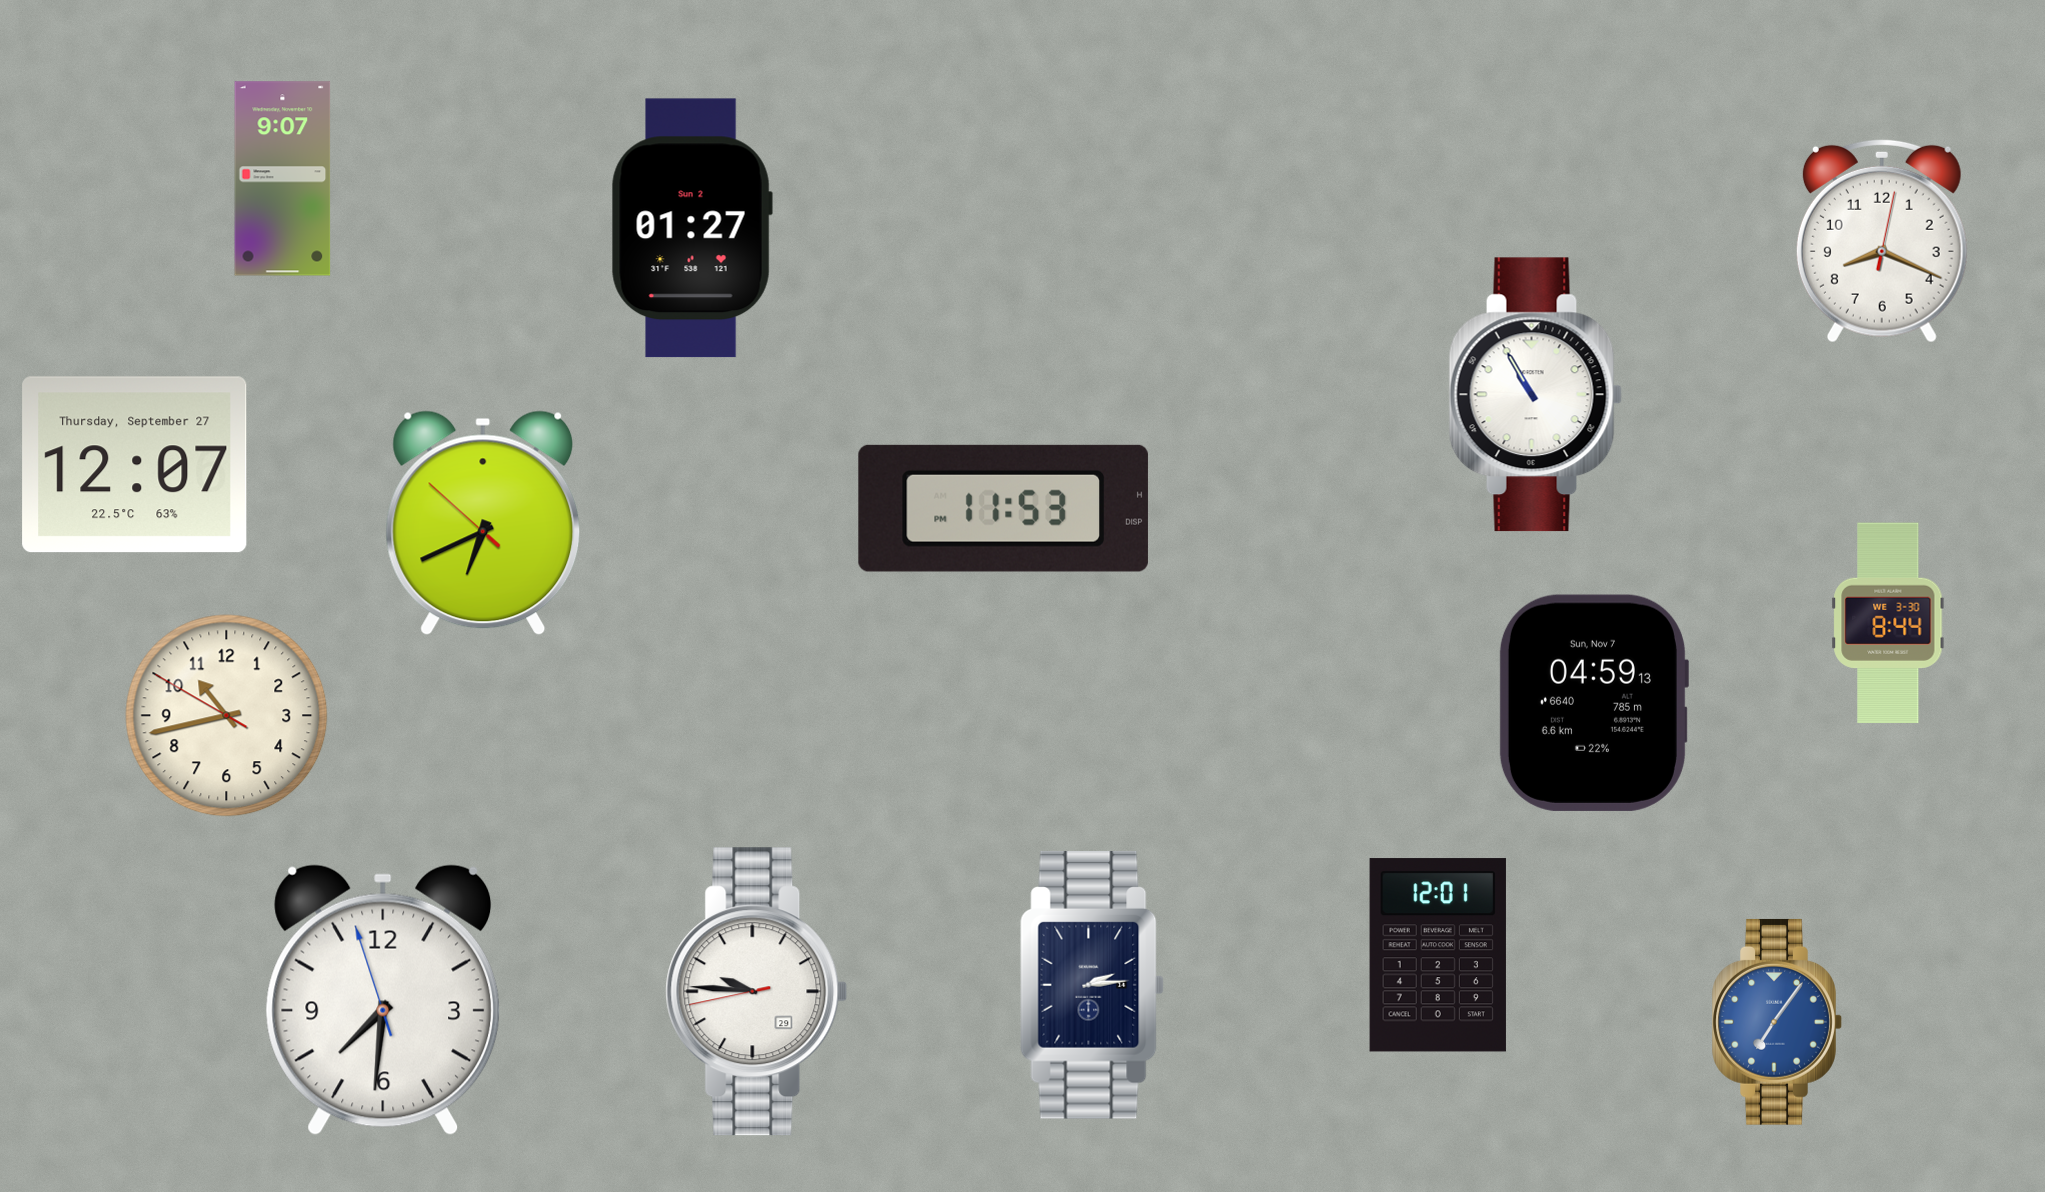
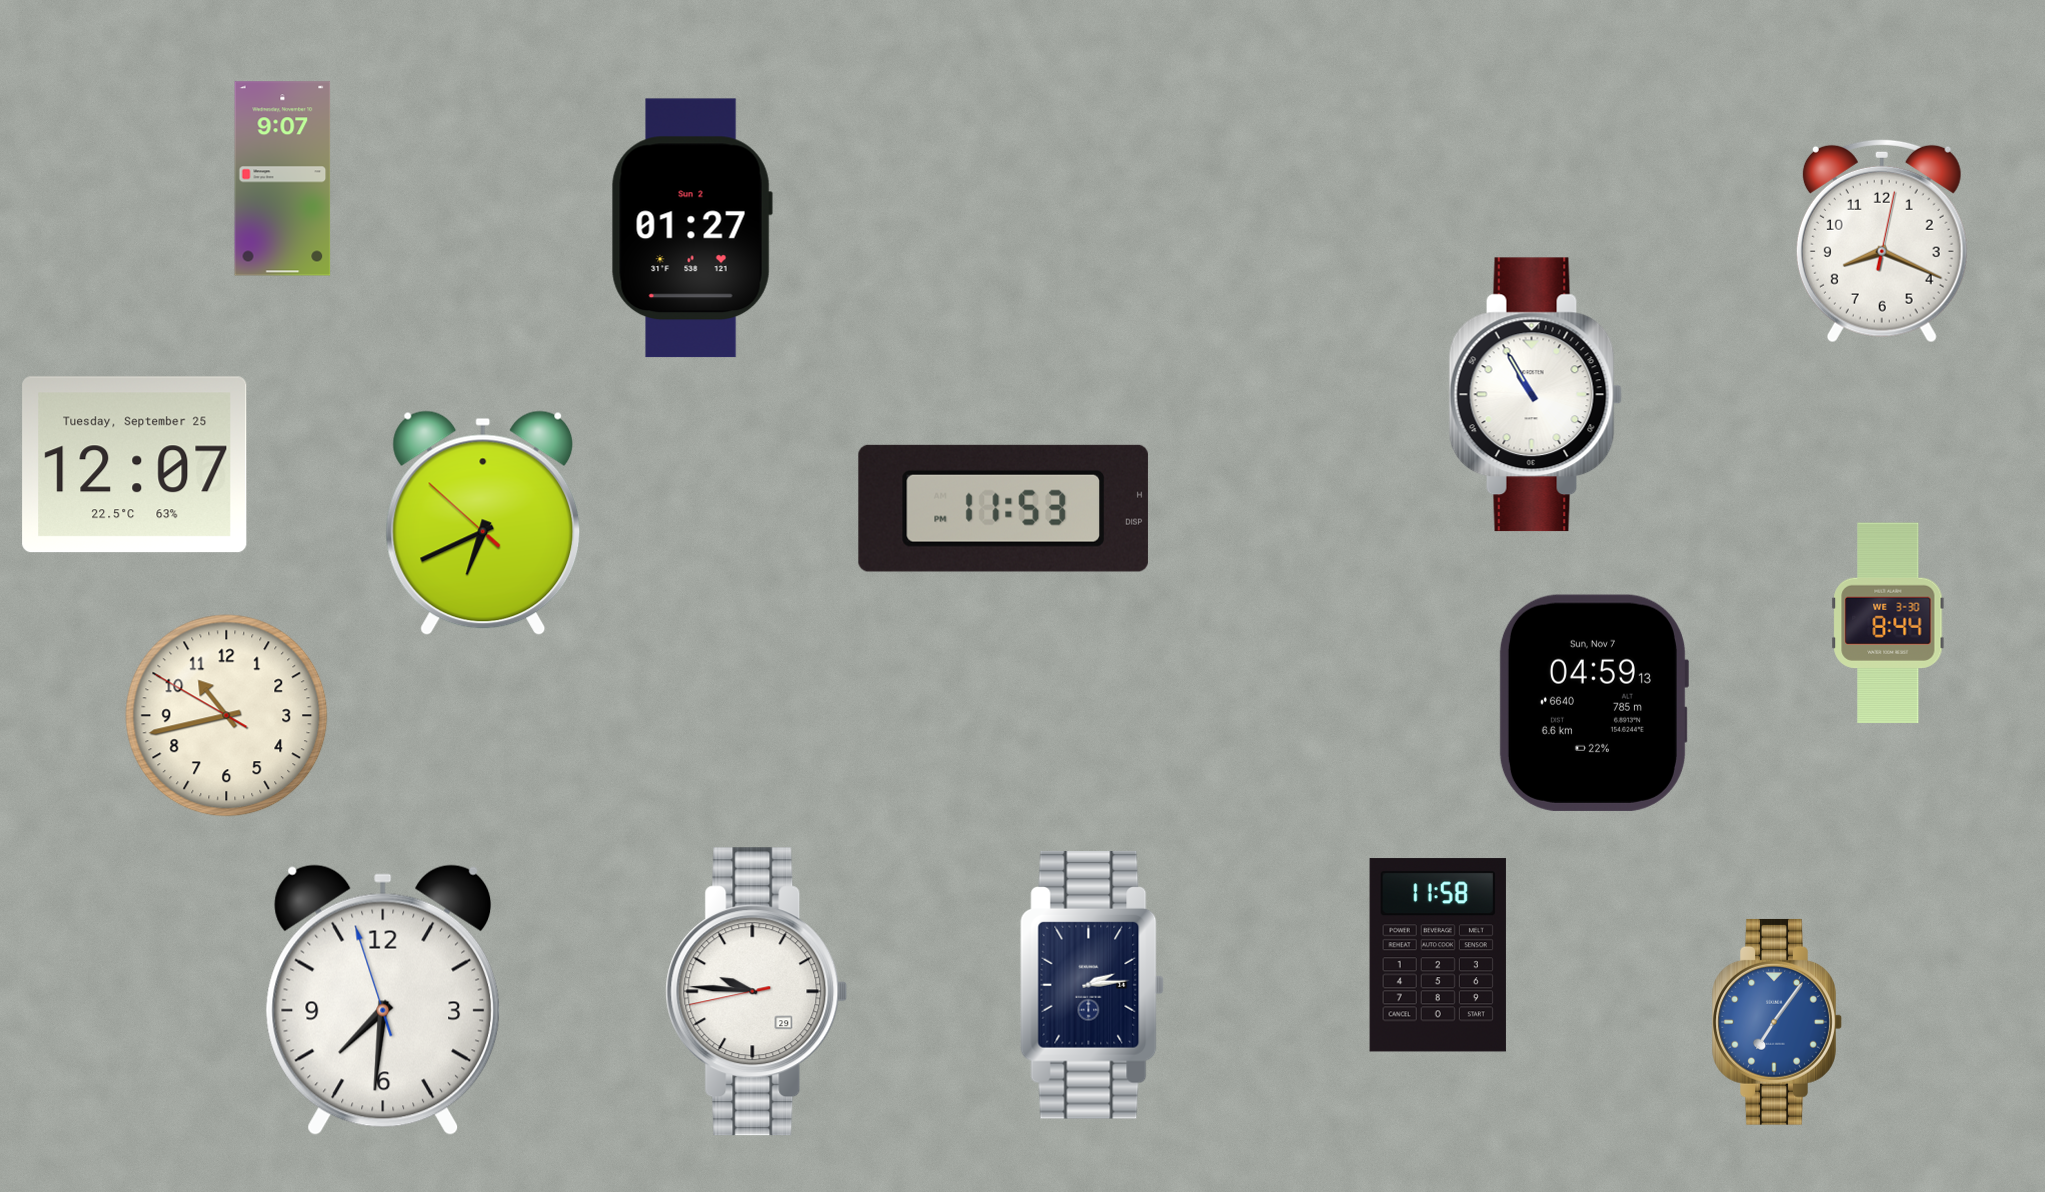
clock at (135, 465) date: Thursday, September 27 -> Tuesday, September 25
clock at (1438, 955): 12:01 -> 11:58
